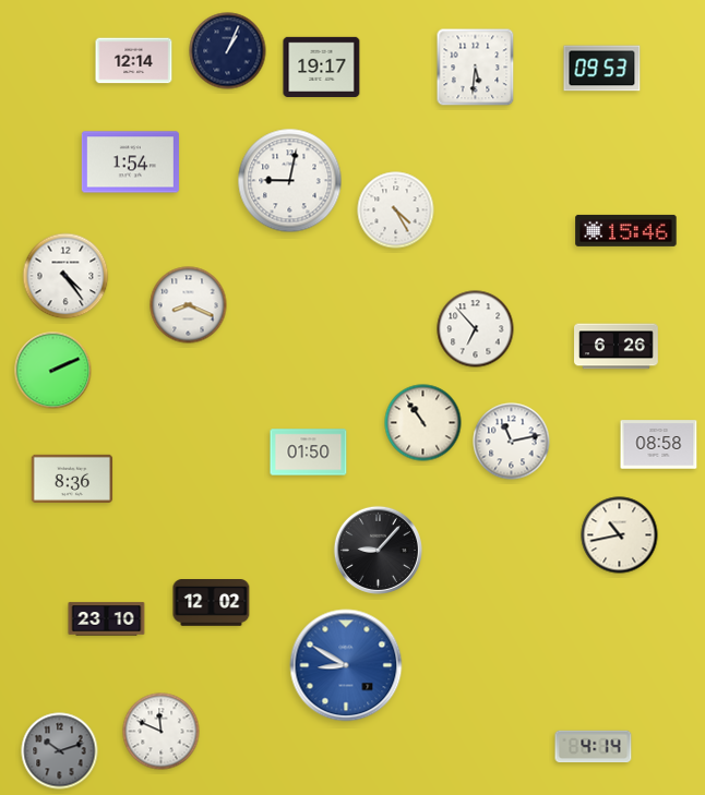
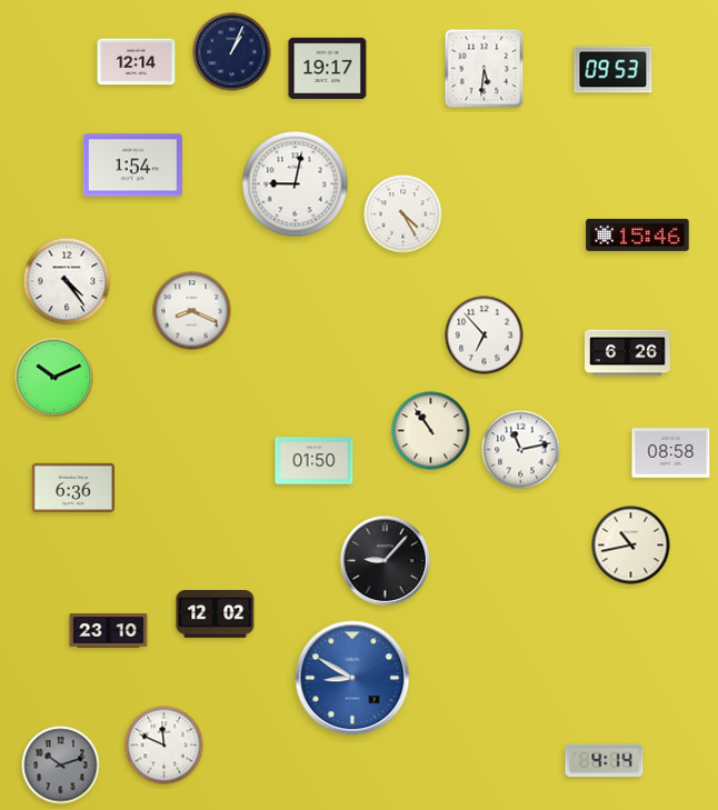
clock at (53, 371): 2:11 -> 10:11
clock at (72, 479): 8:36 -> 6:36
